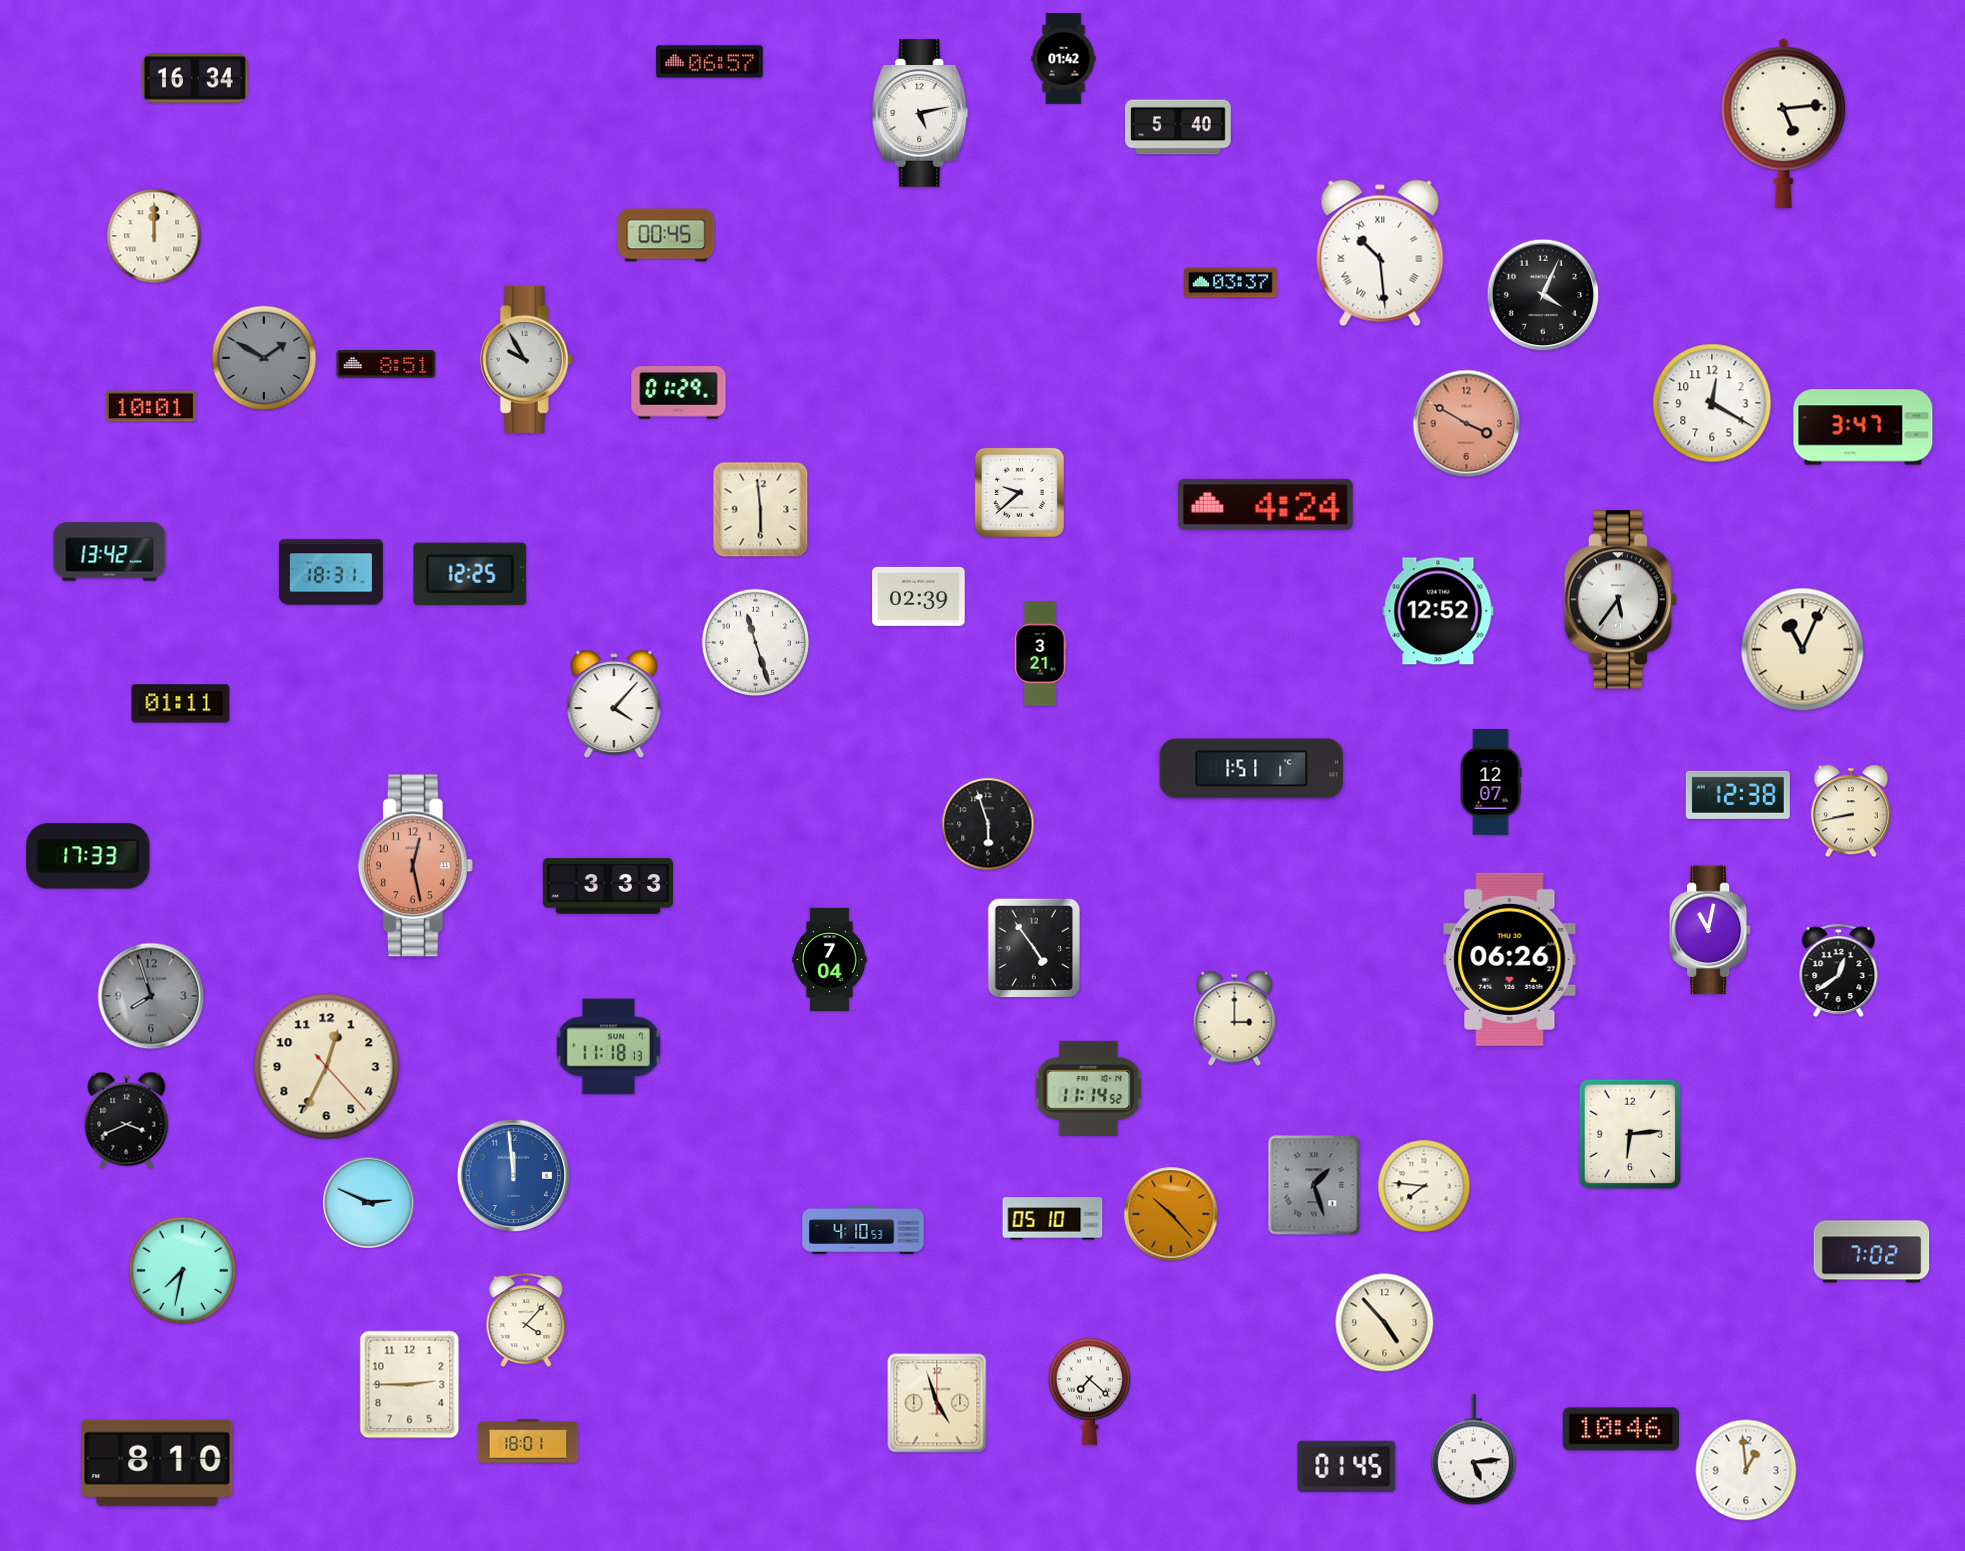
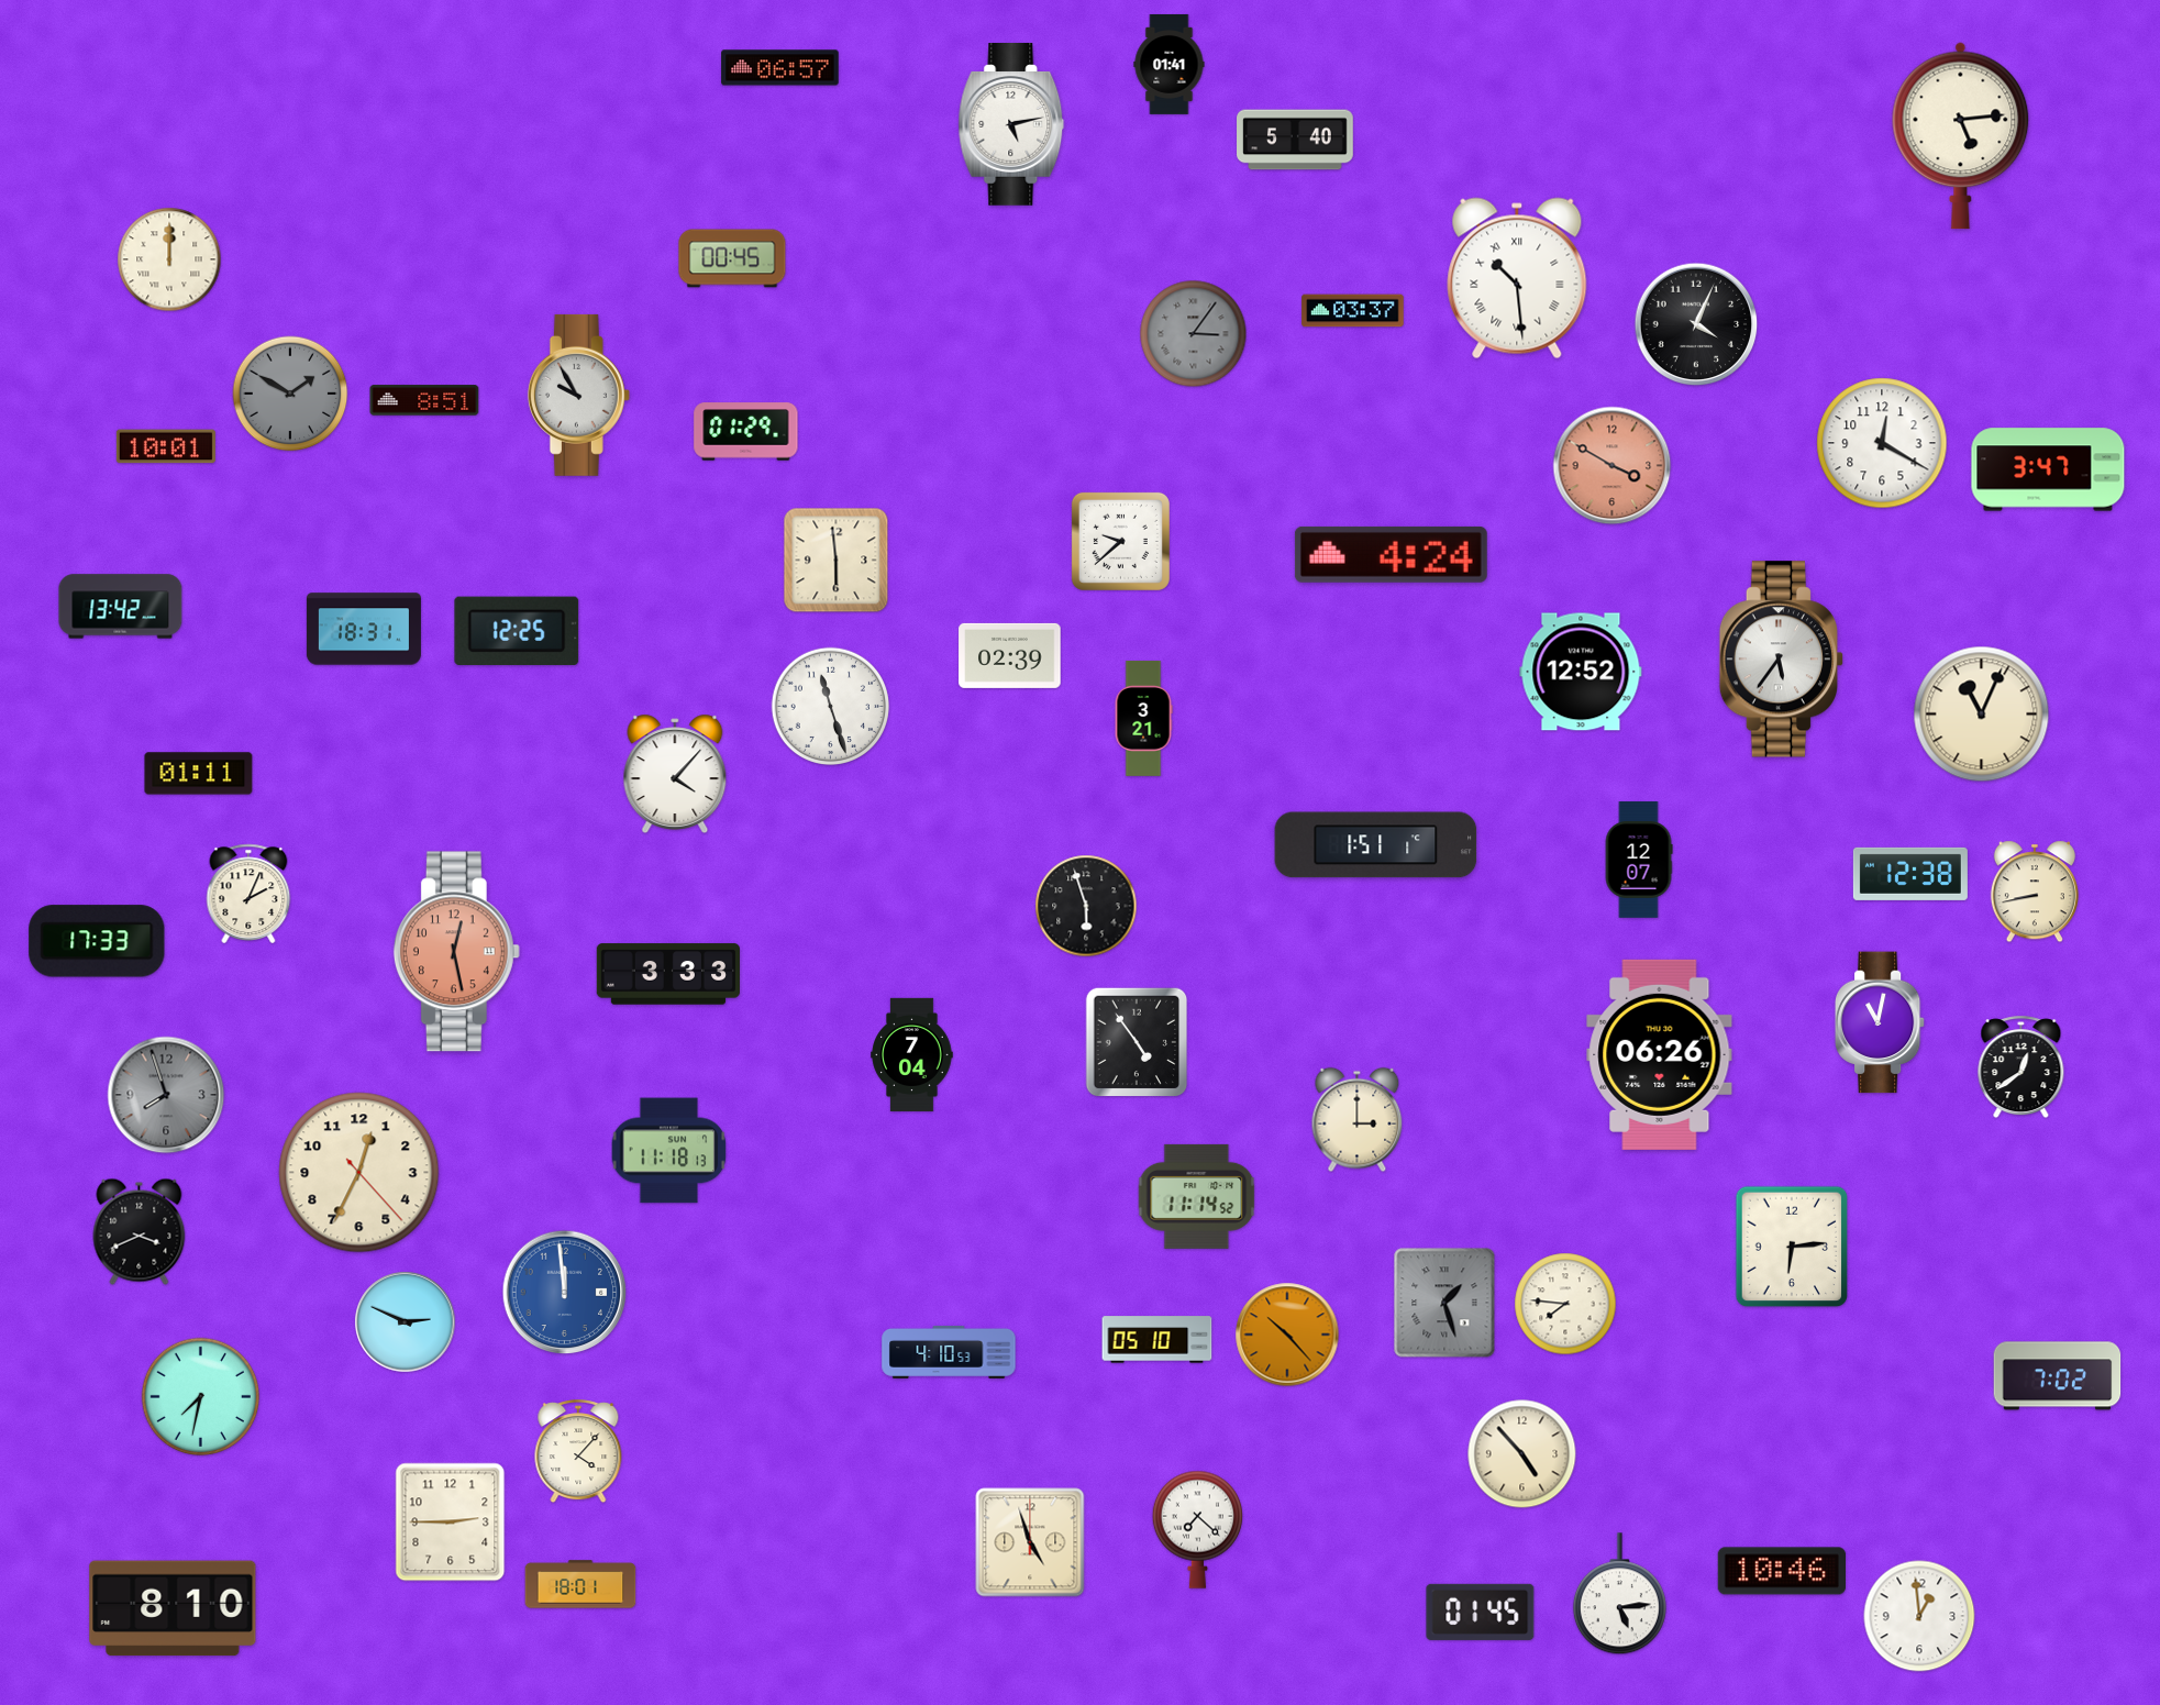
clock at (1064, 58): 01:42 -> 01:41
clock at (196, 78): 16:34 -> none
clock at (1194, 334): none -> 3:06
clock at (248, 893): none -> 2:04
